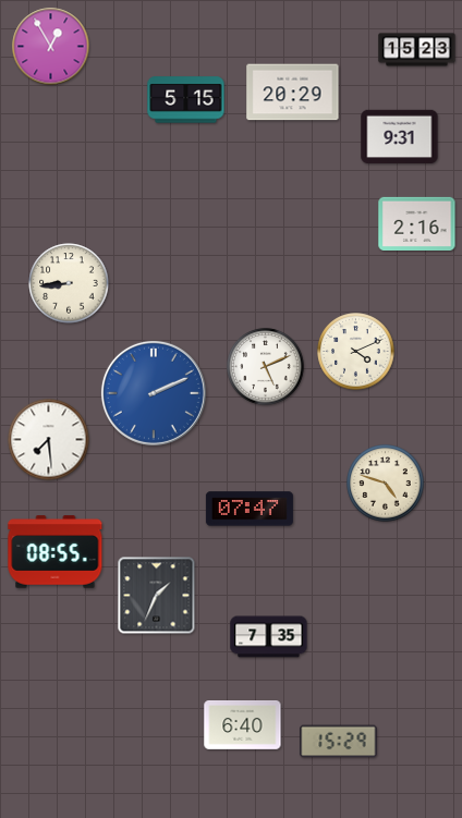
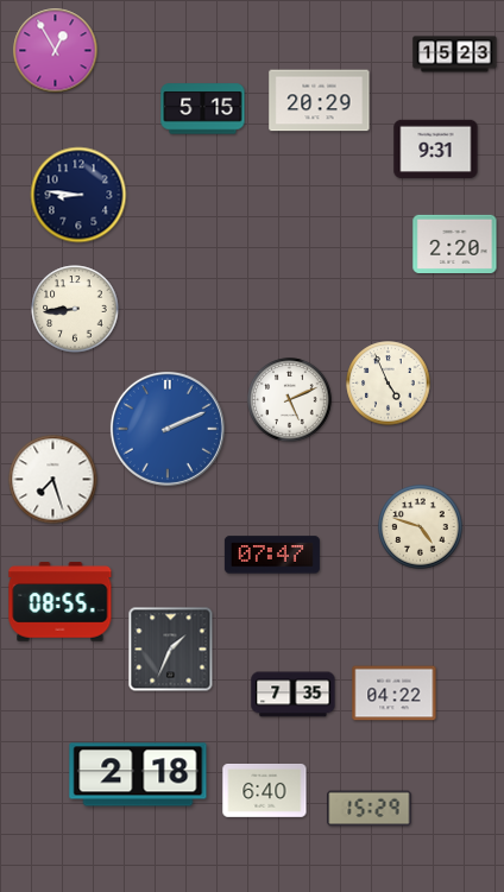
clock at (78, 195): none -> 8:46
clock at (417, 223): 2:16 -> 2:20
clock at (356, 352): 4:11 -> 4:56
clock at (49, 440): 7:29 -> 7:27
clock at (395, 694): none -> 04:22
clock at (138, 774): none -> 2:18
